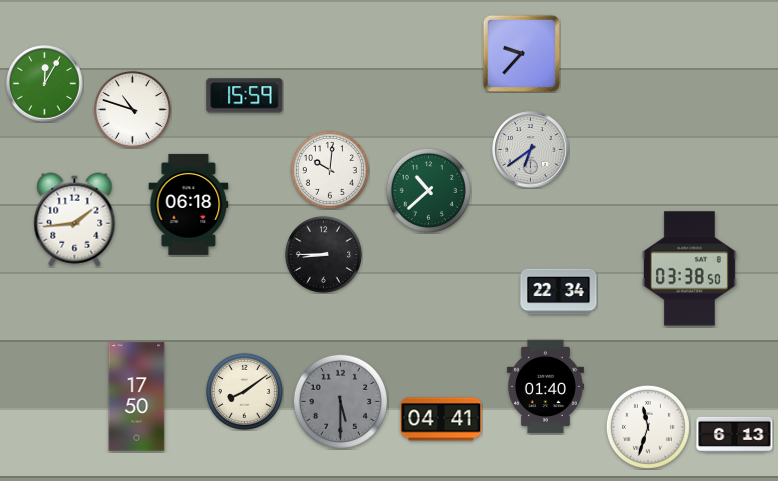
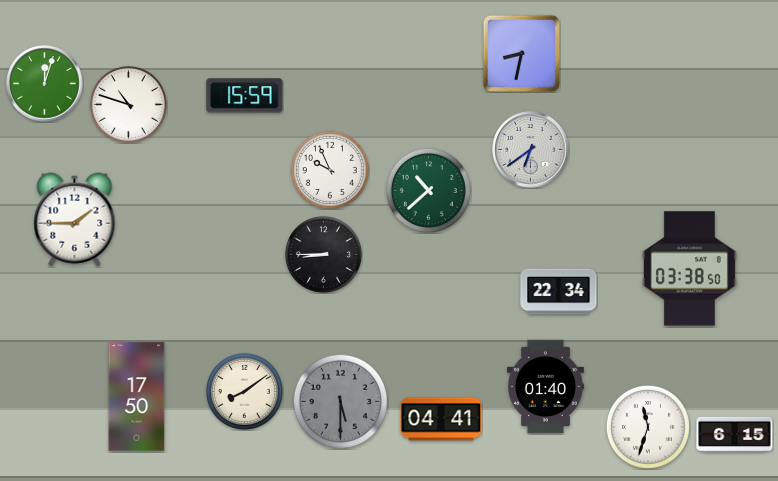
clock at (521, 53): 9:37 -> 8:32
clock at (45, 84): 12:05 -> 12:03
clock at (132, 109) position: (132, 109) -> (128, 104)
clock at (330, 170): 10:01 -> 9:56
clock at (189, 204): 06:18 -> none
clock at (75, 220): 1:44 -> 1:45
clock at (735, 434): 6:13 -> 6:15
